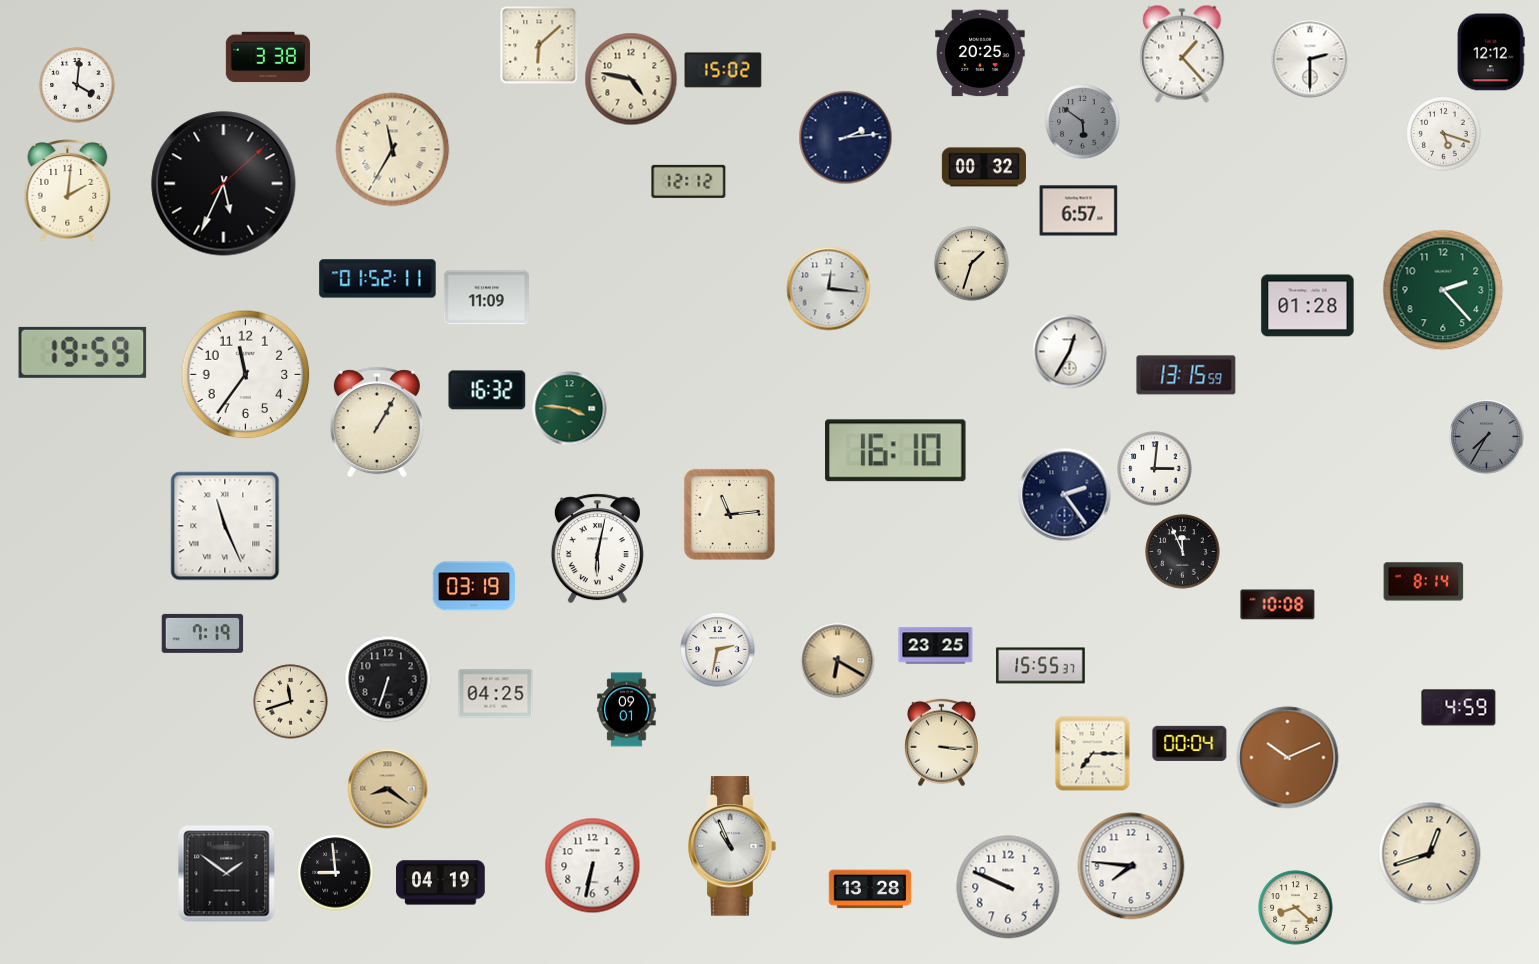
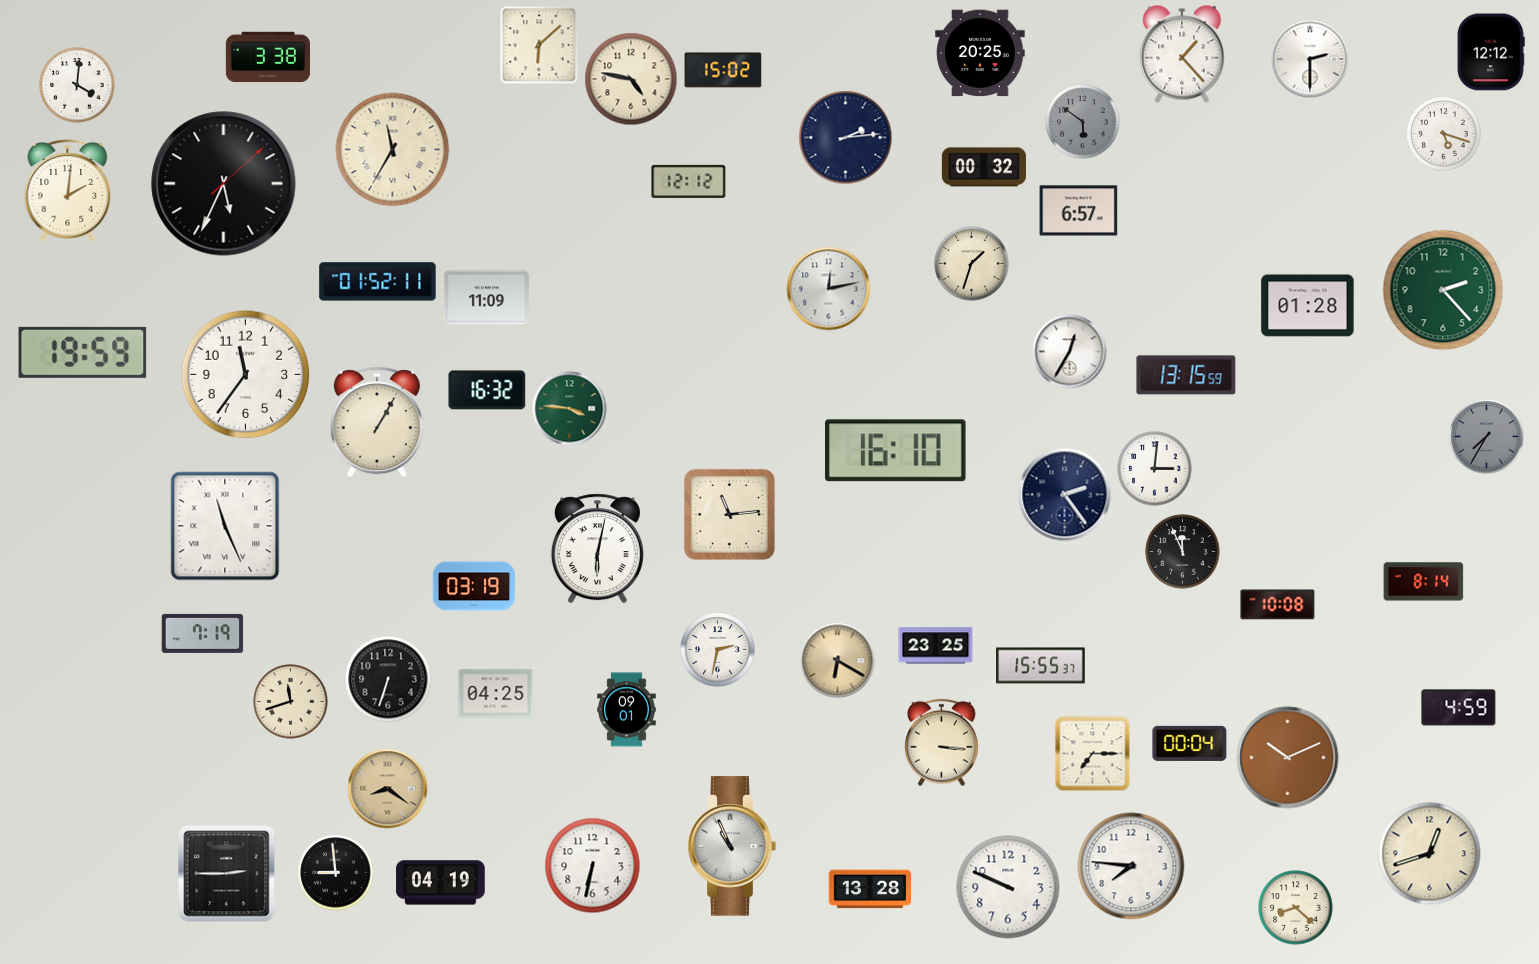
clock at (378, 279) position: (378, 279) -> (378, 282)
clock at (829, 289): 12:16 -> 12:13
clock at (227, 874): 1:51 -> 2:45
